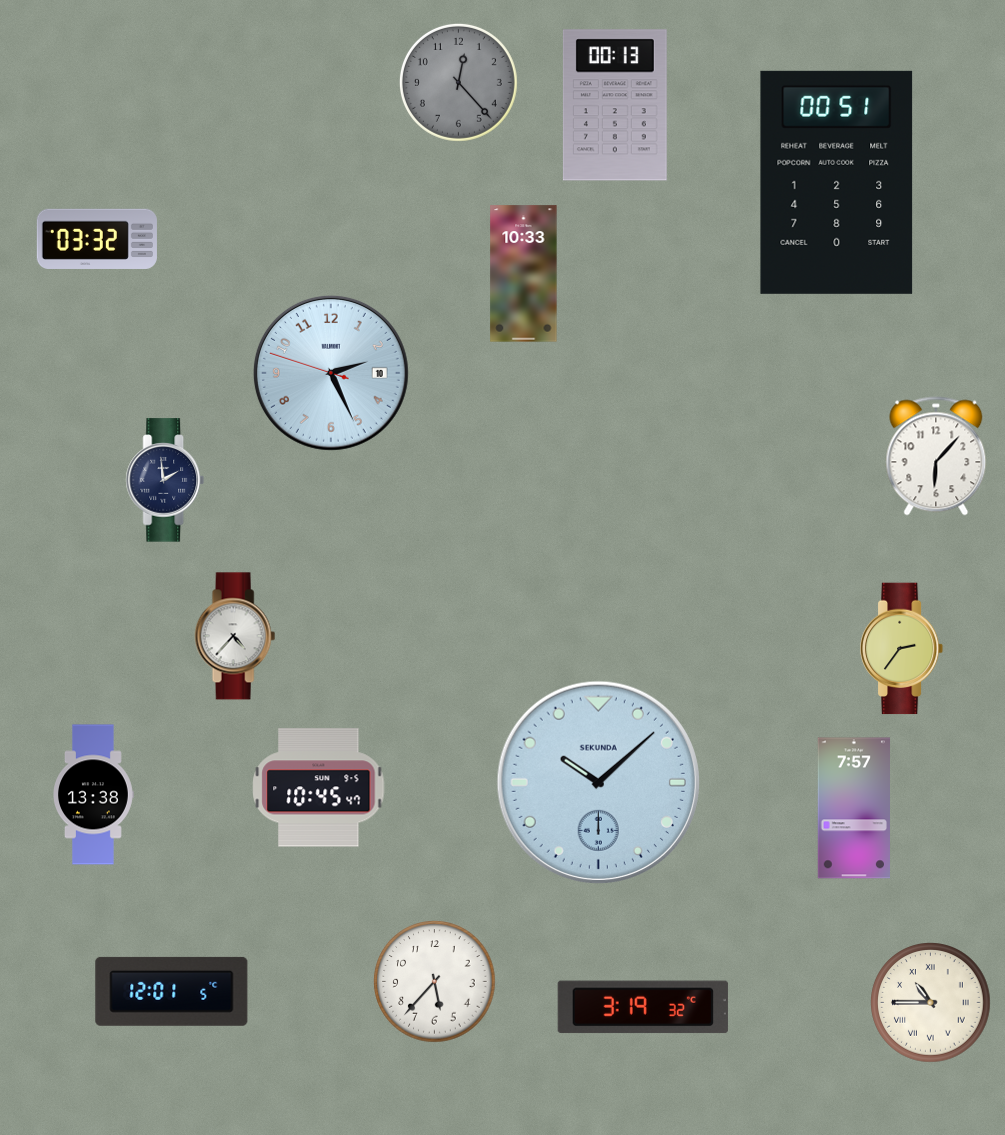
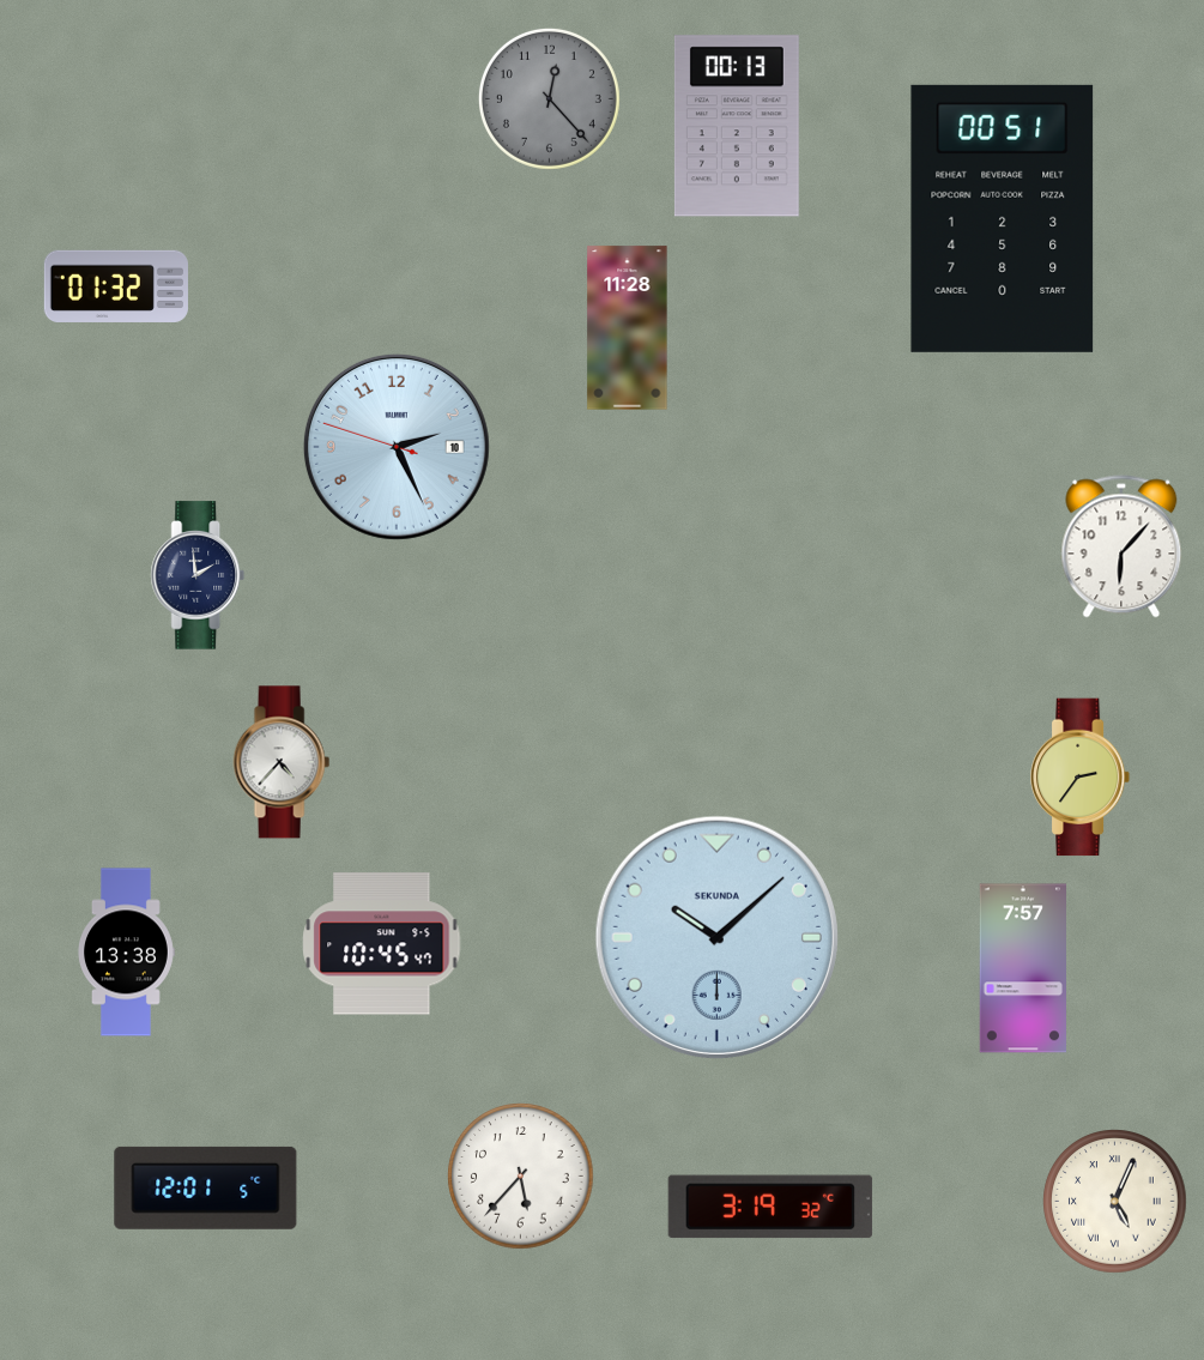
clock at (97, 239): 03:32 -> 01:32
clock at (524, 274): 10:33 -> 11:28
clock at (94, 795) position: (94, 795) -> (127, 953)
clock at (931, 1003): 10:45 -> 5:04
